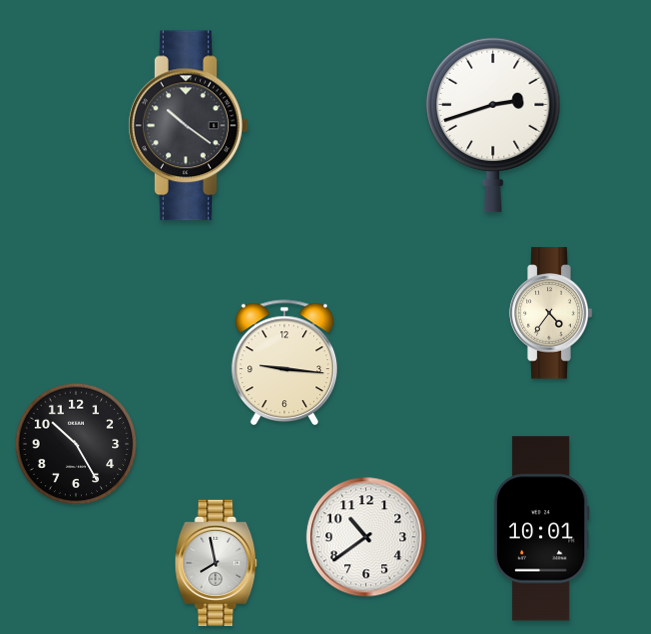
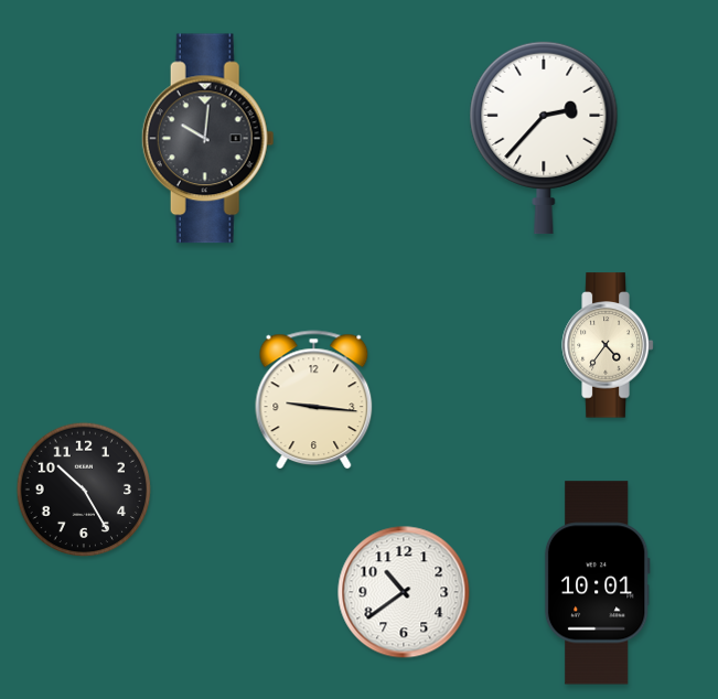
clock at (493, 125): 2:42 -> 2:37
clock at (188, 126): 10:21 -> 10:01
clock at (216, 563): 7:58 -> none
